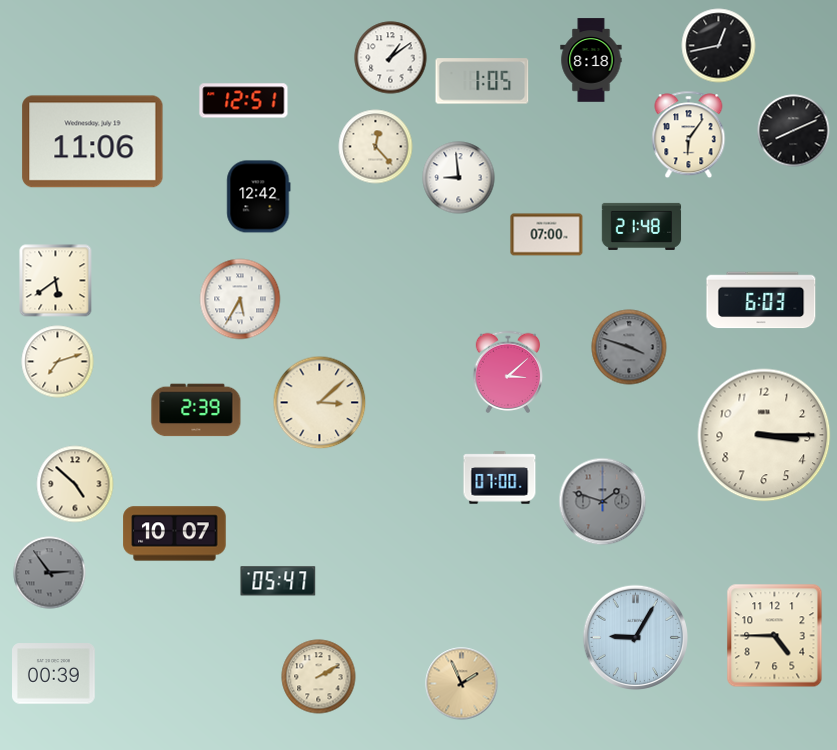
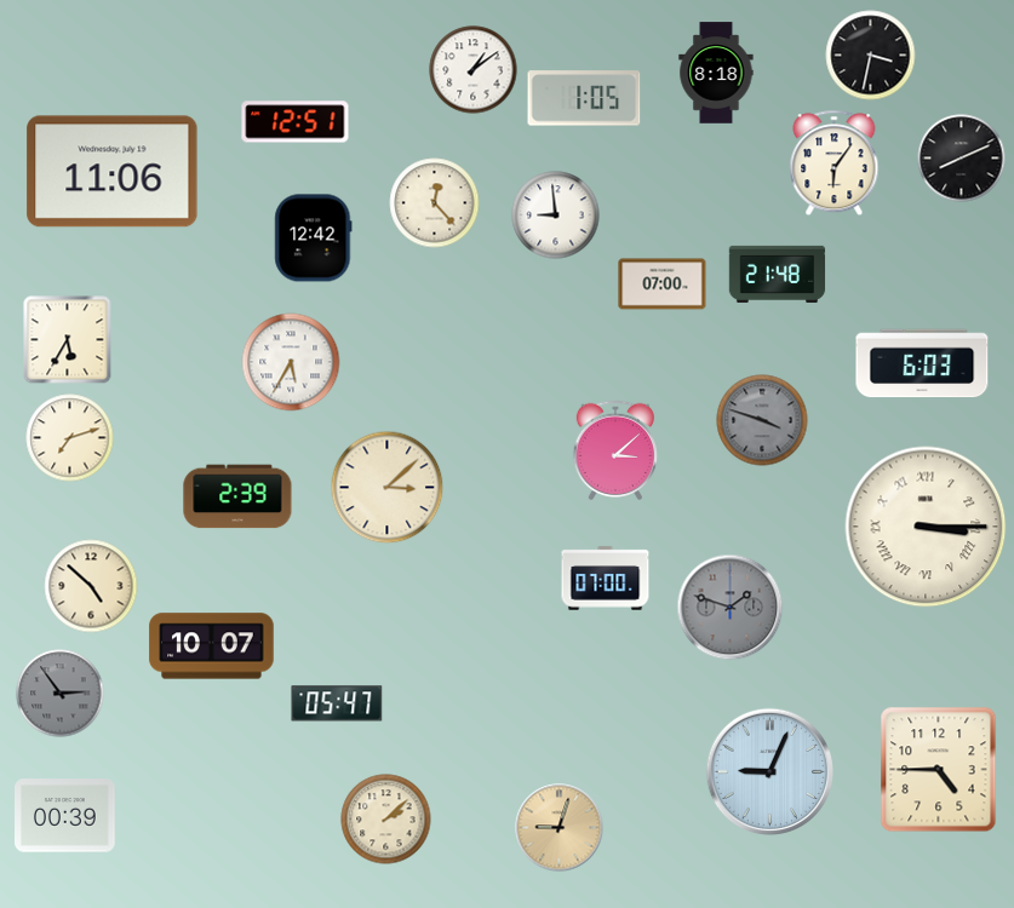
clock at (719, 46): 12:43 -> 3:32
clock at (376, 147) position: (376, 147) -> (435, 203)
clock at (56, 281): 5:39 -> 5:35
clock at (764, 435) numerals: Arabic -> Roman
clock at (635, 637): 9:05 -> 9:04
clock at (319, 677): 2:10 -> 2:08
clock at (462, 684): 1:56 -> 9:03
